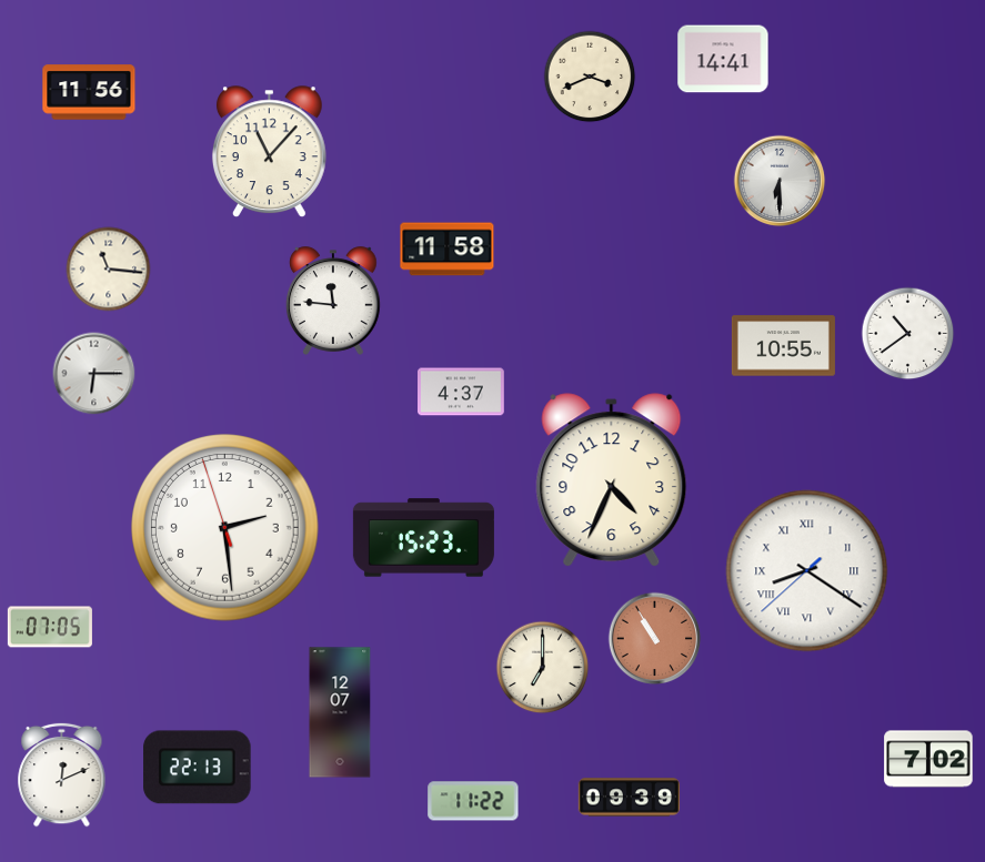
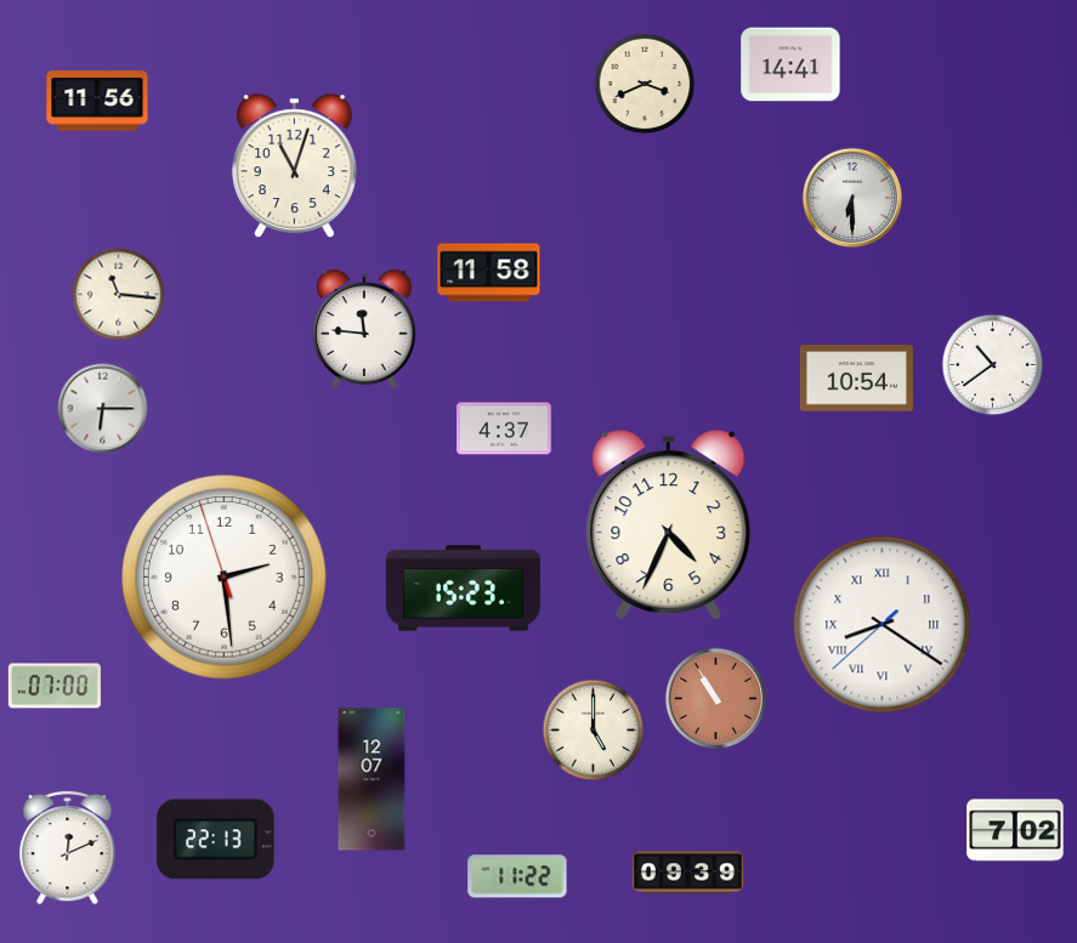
clock at (269, 151): 11:07 -> 11:03
clock at (783, 346): 10:55 -> 10:54
clock at (225, 528) position: (225, 528) -> (225, 578)
clock at (50, 627): 07:05 -> 07:00
clock at (543, 668): 7:00 -> 5:00
